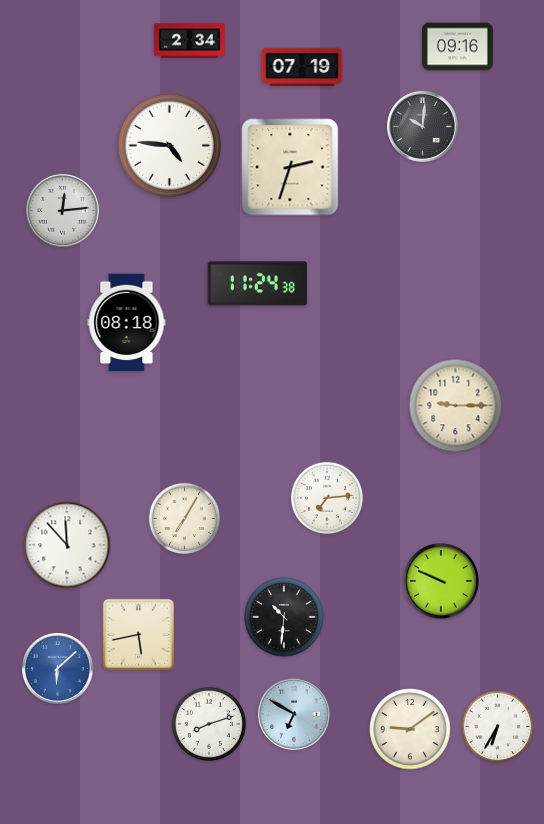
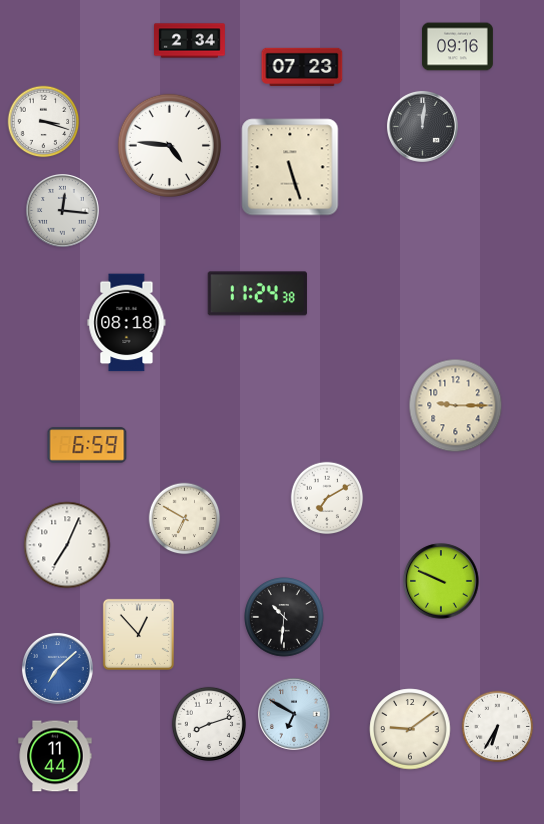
clock at (302, 67): 07:19 -> 07:23
clock at (44, 122): none -> 3:18
clock at (422, 126): 10:01 -> 12:01
clock at (290, 167): 2:33 -> 5:27
clock at (63, 211): 12:14 -> 12:16
clock at (257, 284) position: (257, 284) -> (257, 294)
clock at (87, 445): none -> 6:59
clock at (327, 498): 7:14 -> 7:10
clock at (185, 519): 7:05 -> 6:50
clock at (67, 545): 11:53 -> 7:04
clock at (138, 634): 5:43 -> 12:53
clock at (57, 668): 6:08 -> 7:08
clock at (55, 756): none -> 11:44
